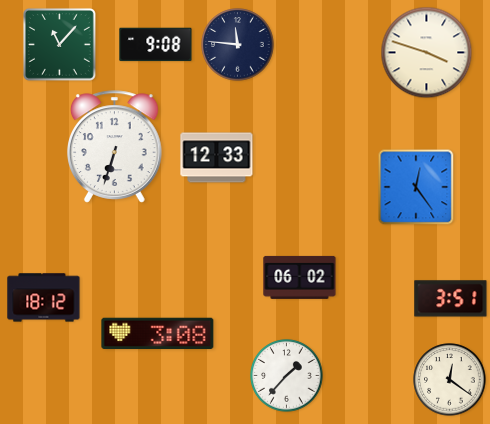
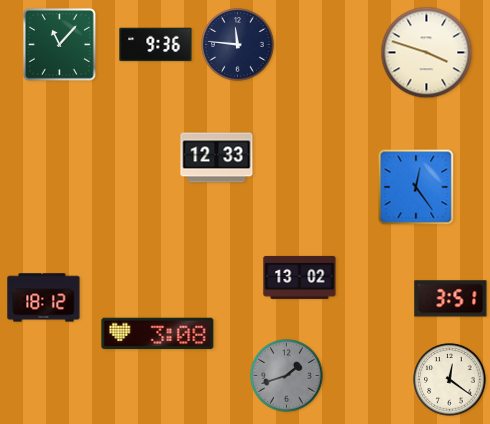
clock at (156, 45): 9:08 -> 9:36
clock at (115, 147): 6:33 -> none
clock at (300, 277): 06:02 -> 13:02
clock at (287, 376): 1:37 -> 1:42
clock at (287, 376) dial: white -> grey
